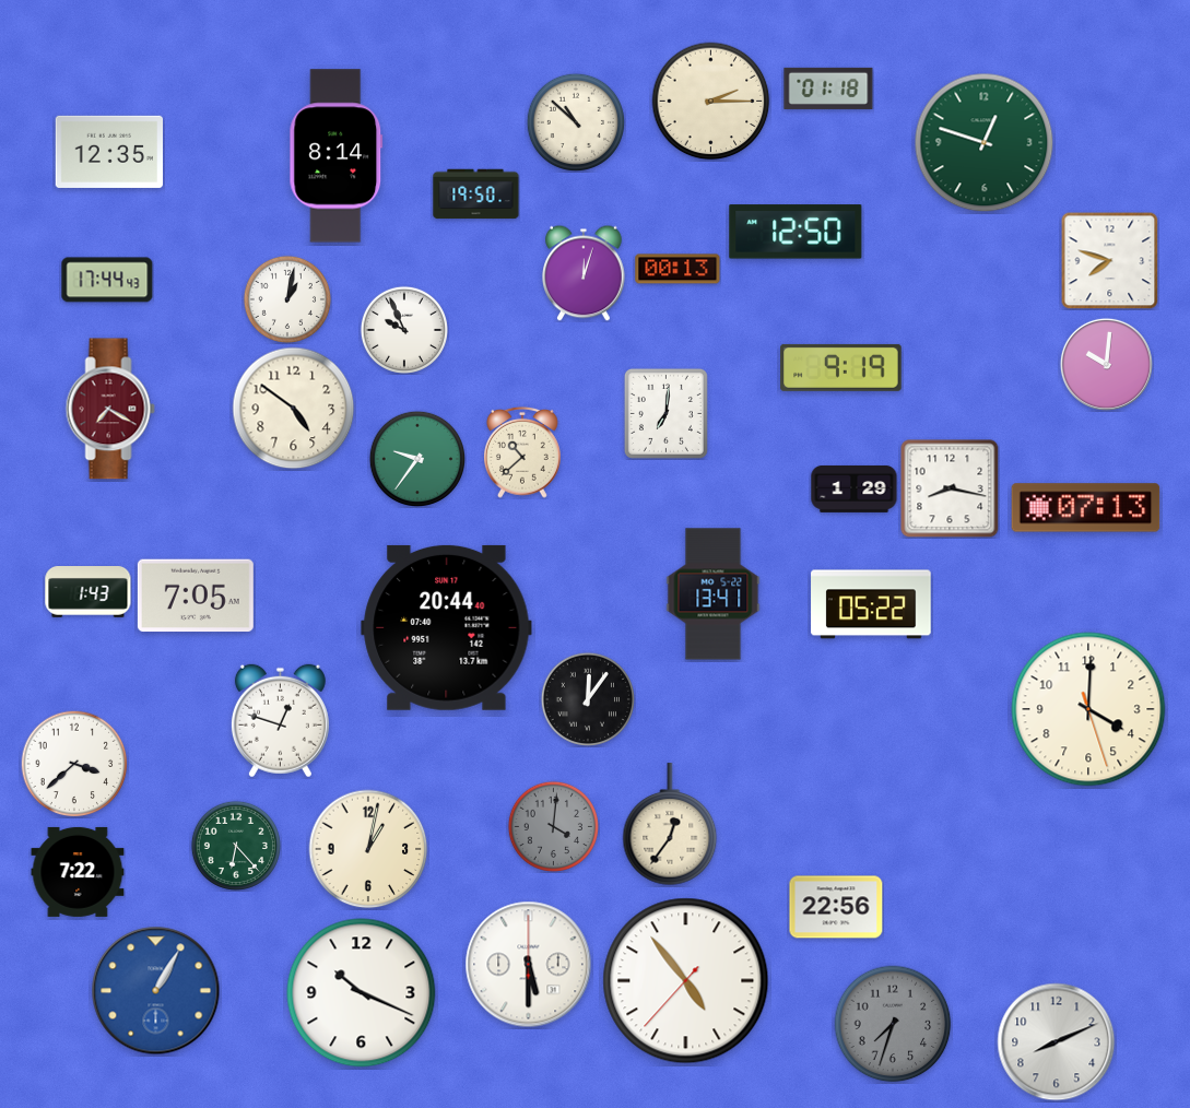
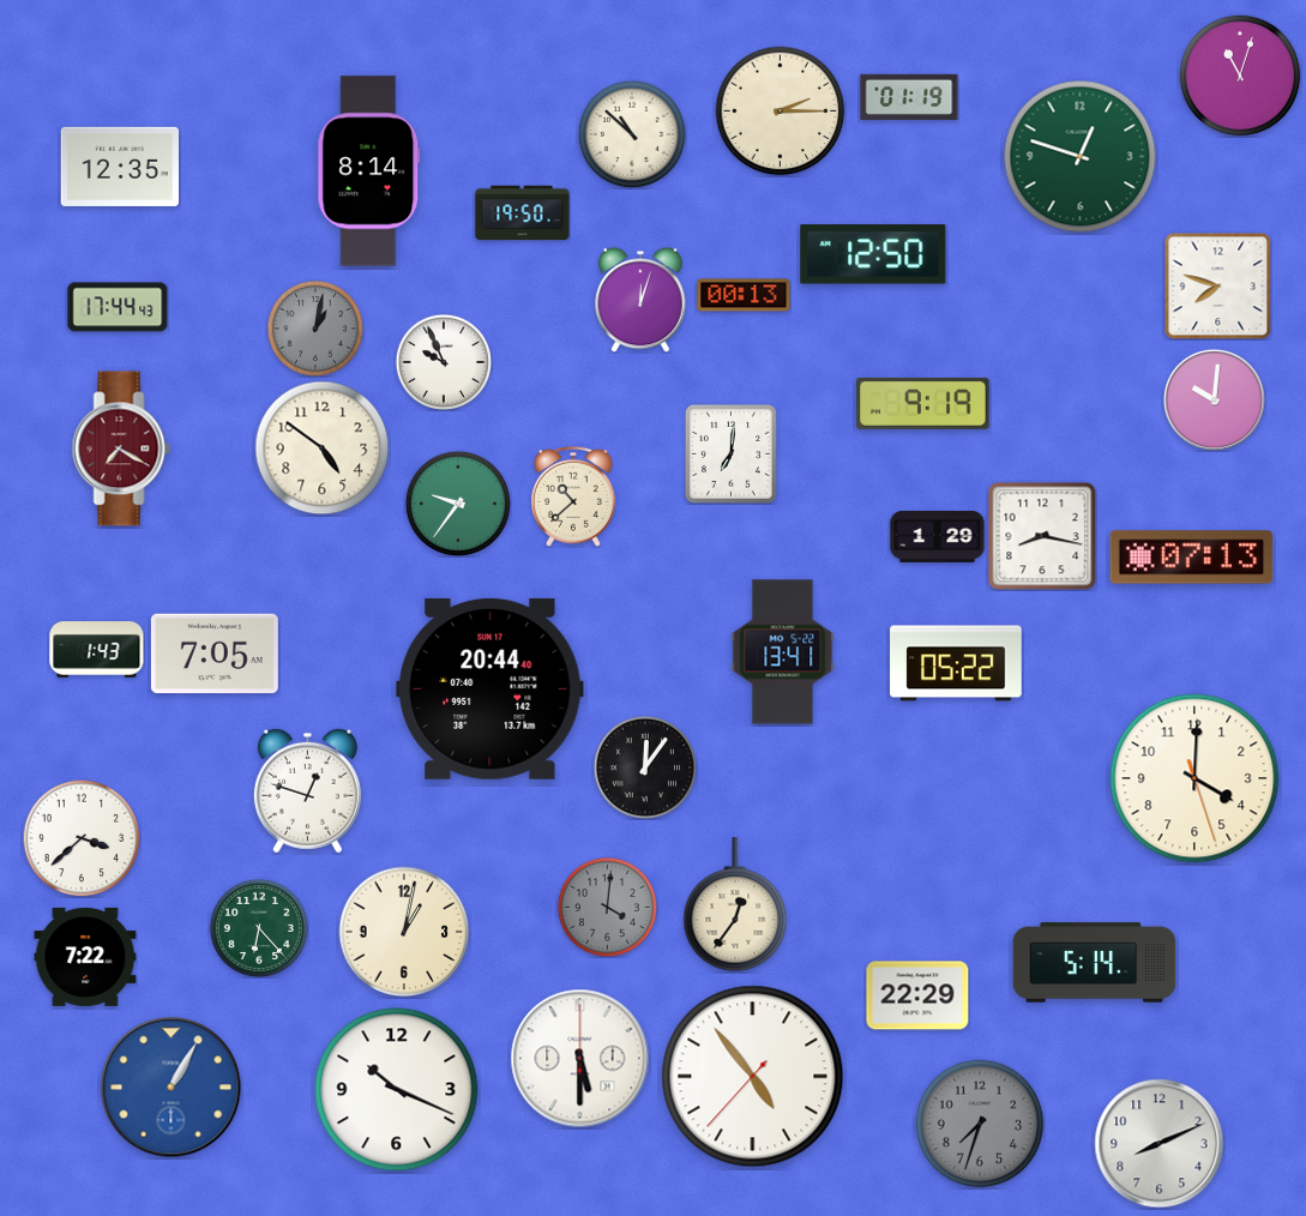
clock at (1240, 76): none -> 11:03
clock at (828, 89): 01:18 -> 01:19
clock at (287, 299) dial: white -> grey
clock at (1095, 963): none -> 5:14
clock at (836, 907): 22:56 -> 22:29
